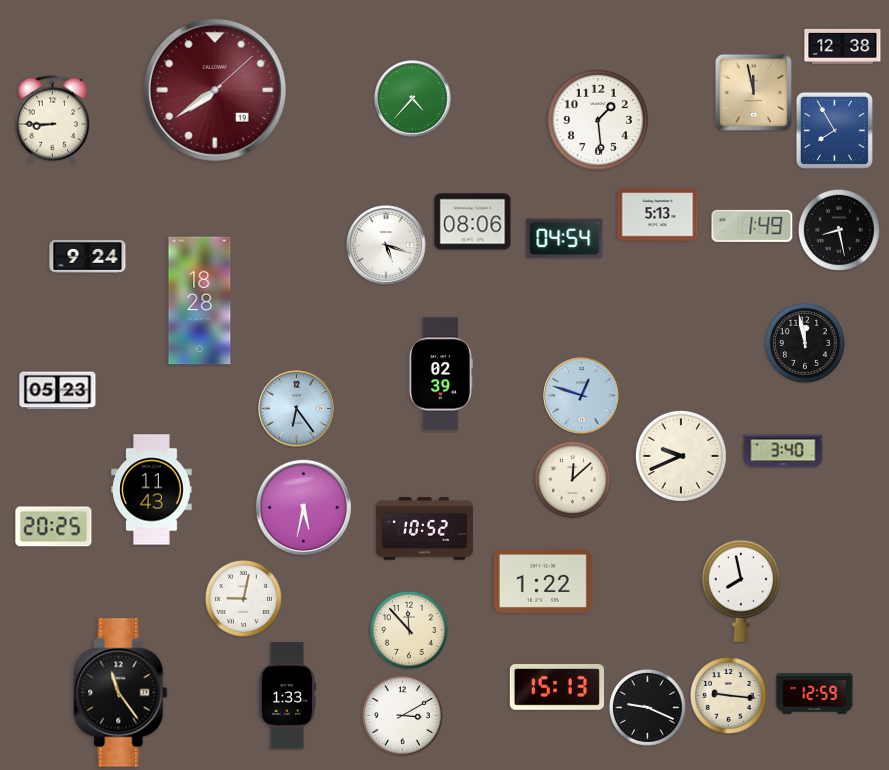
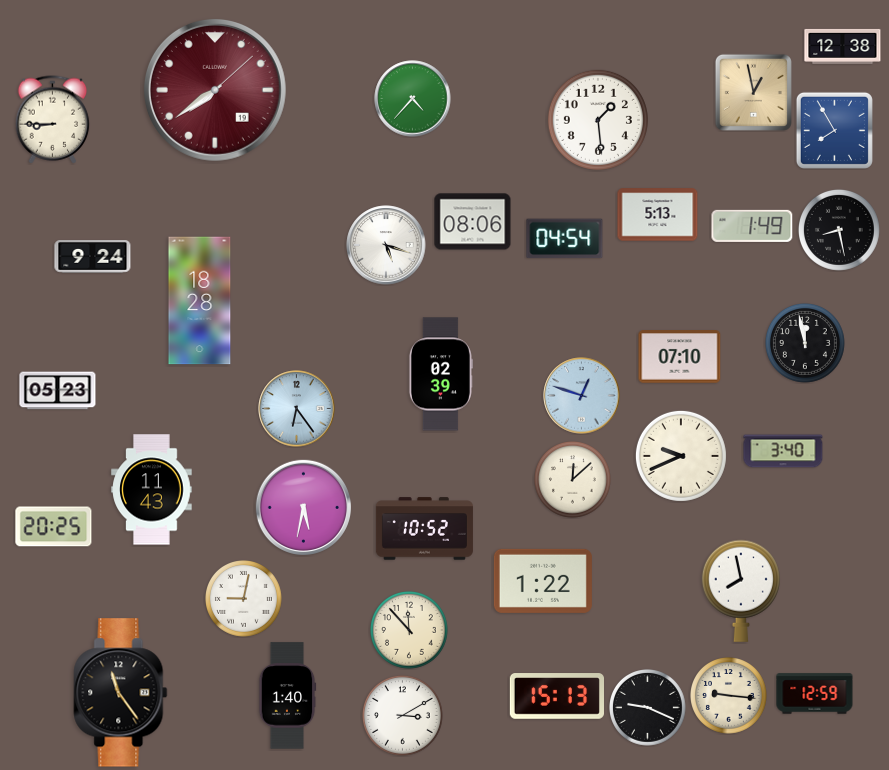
clock at (753, 92): 11:58 -> 12:58
clock at (88, 257) position: (88, 257) -> (93, 257)
clock at (680, 357): none -> 07:10
clock at (556, 687) position: (556, 687) -> (556, 696)
clock at (287, 696): 1:33 -> 1:40
